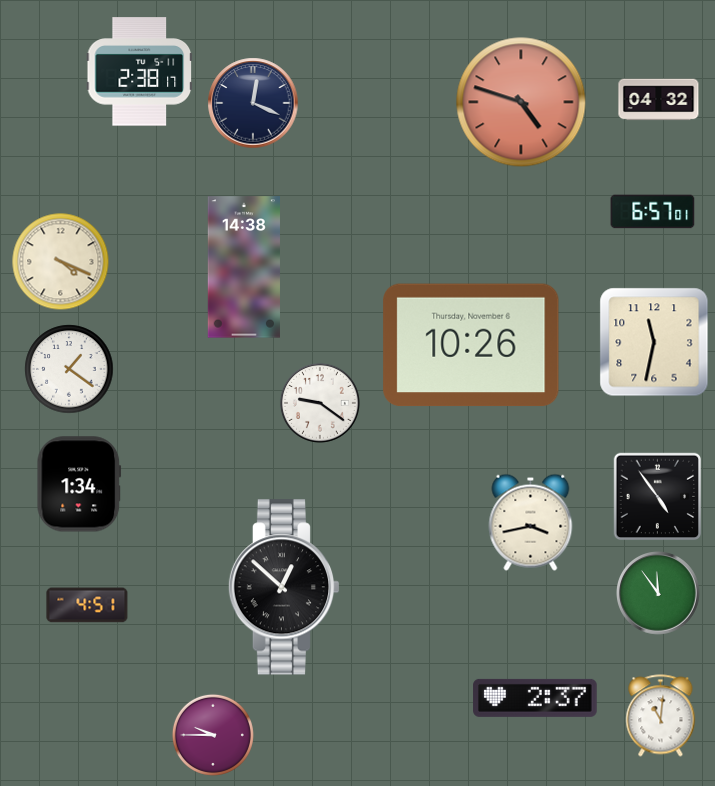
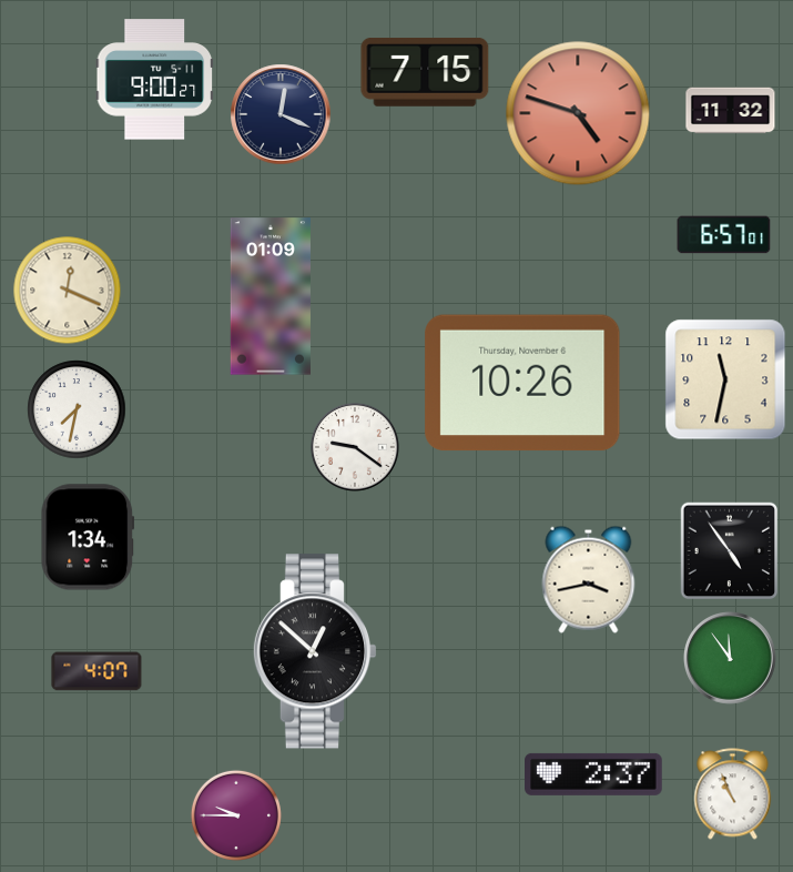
clock at (425, 73): none -> 7:15
clock at (139, 72): 2:38 -> 9:00
clock at (659, 100): 04:32 -> 11:32
clock at (61, 262): 4:19 -> 12:19
clock at (244, 267): 14:38 -> 01:09
clock at (69, 369): 1:21 -> 7:32
clock at (87, 605): 4:51 -> 4:07
clock at (661, 716): 11:01 -> 10:56
